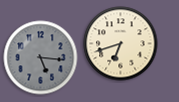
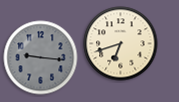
clock at (41, 58): 5:16 -> 9:16
